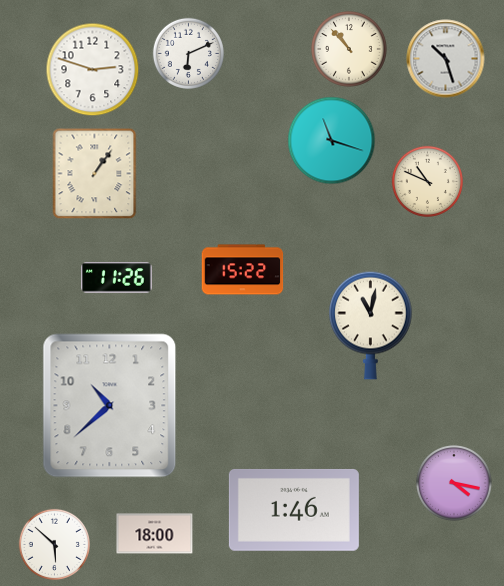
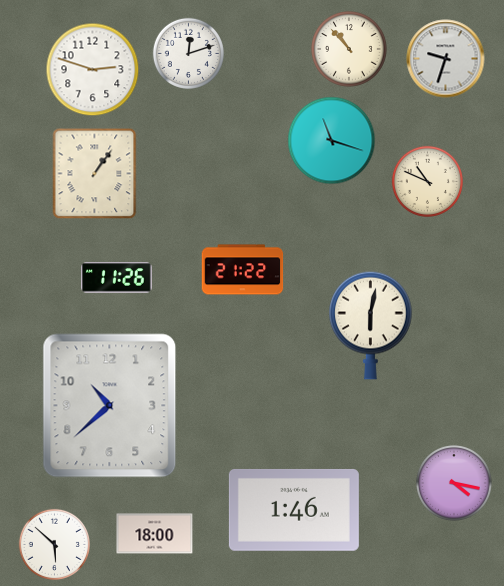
clock at (188, 53): 6:11 -> 12:12
clock at (446, 59): 10:27 -> 9:33
clock at (243, 270): 15:22 -> 21:22
clock at (371, 325): 11:02 -> 6:02
